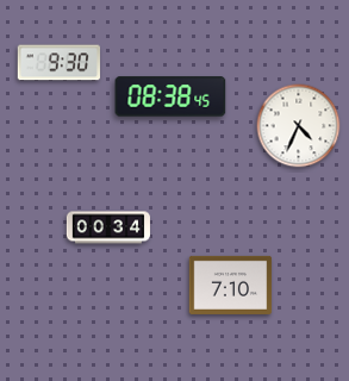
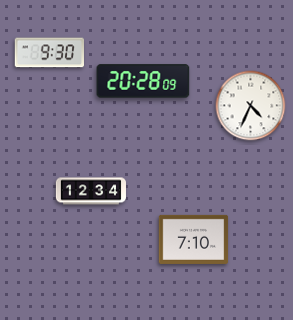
clock at (170, 96): 08:38 -> 20:28
clock at (108, 227): 00:34 -> 12:34
